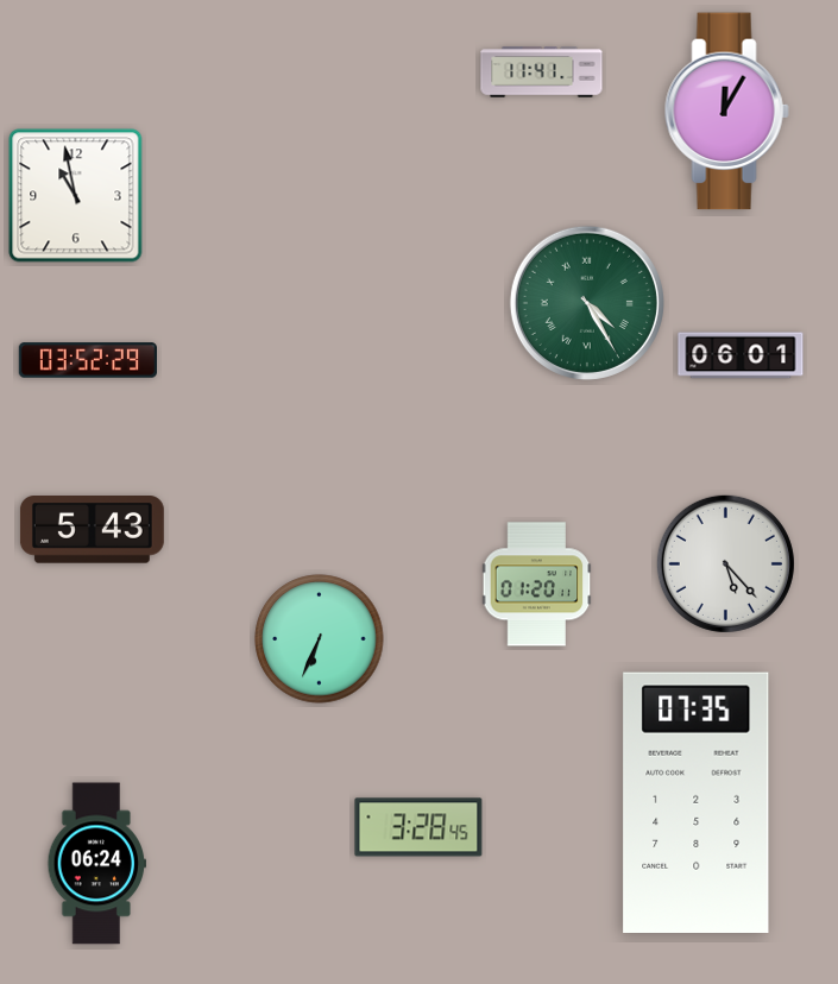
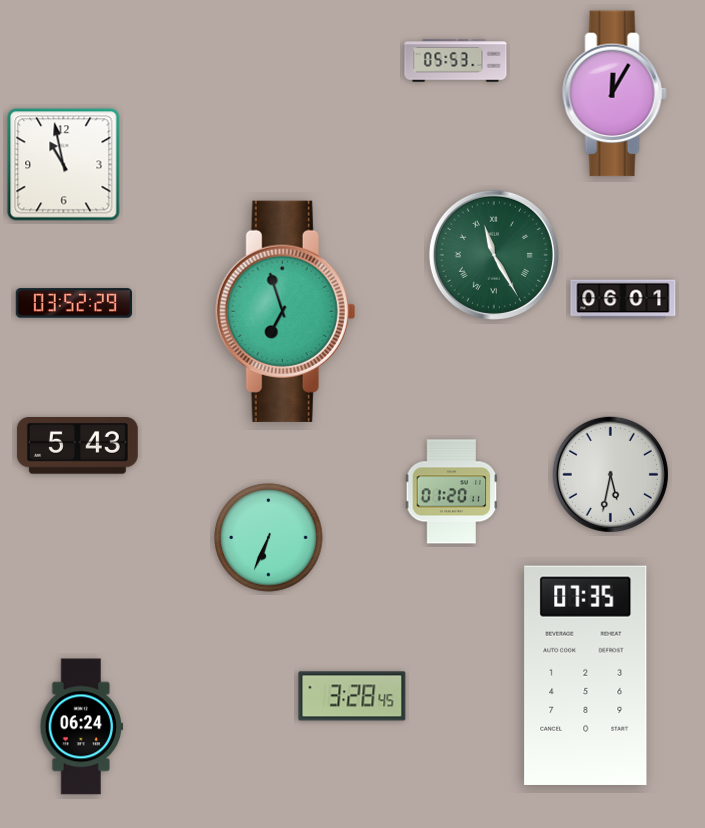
clock at (542, 72): 11:41 -> 05:53
clock at (726, 112) position: (726, 112) -> (614, 94)
clock at (587, 303): 4:25 -> 11:25
clock at (286, 311): none -> 6:57
clock at (725, 563): 5:23 -> 5:32
